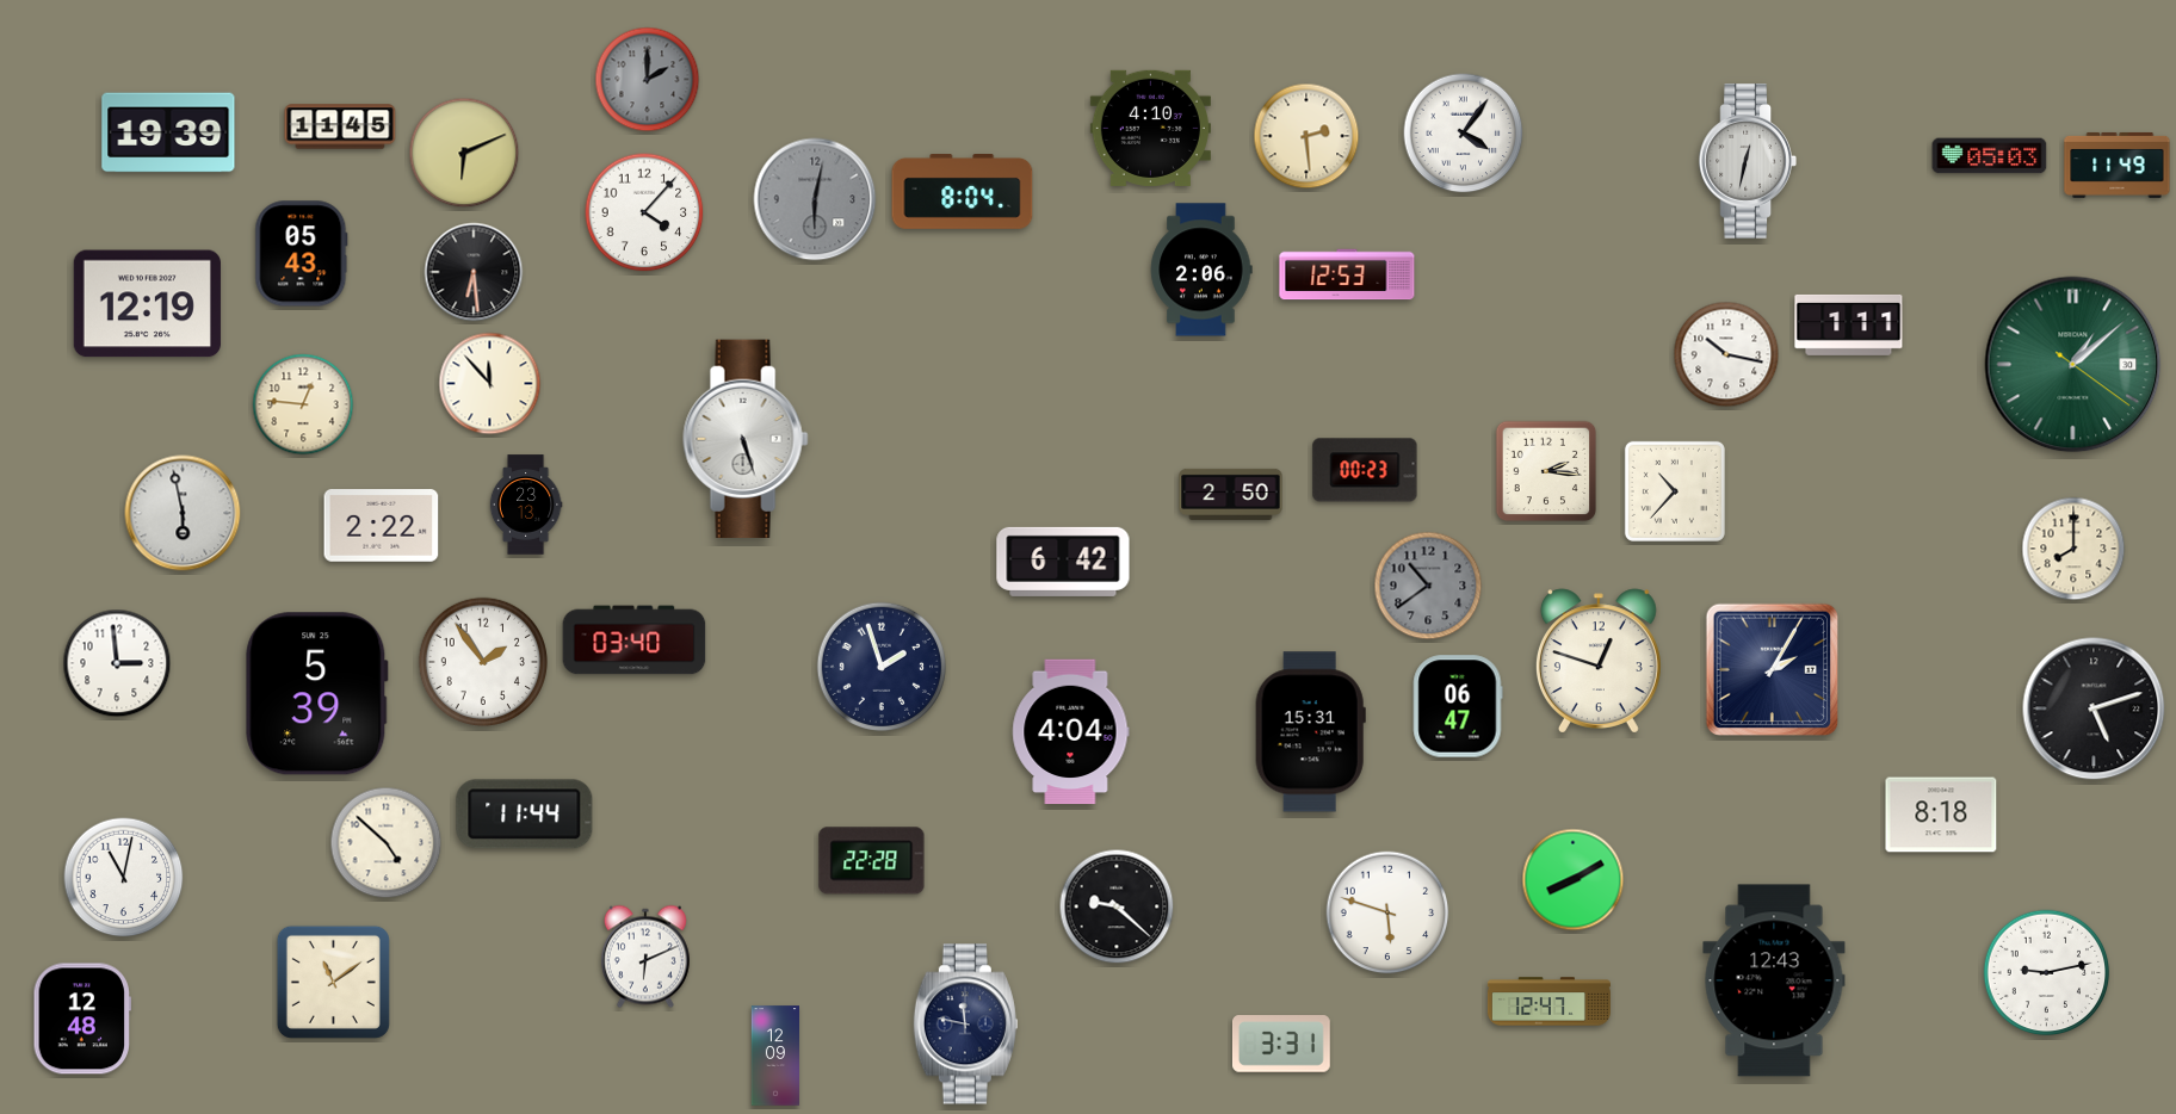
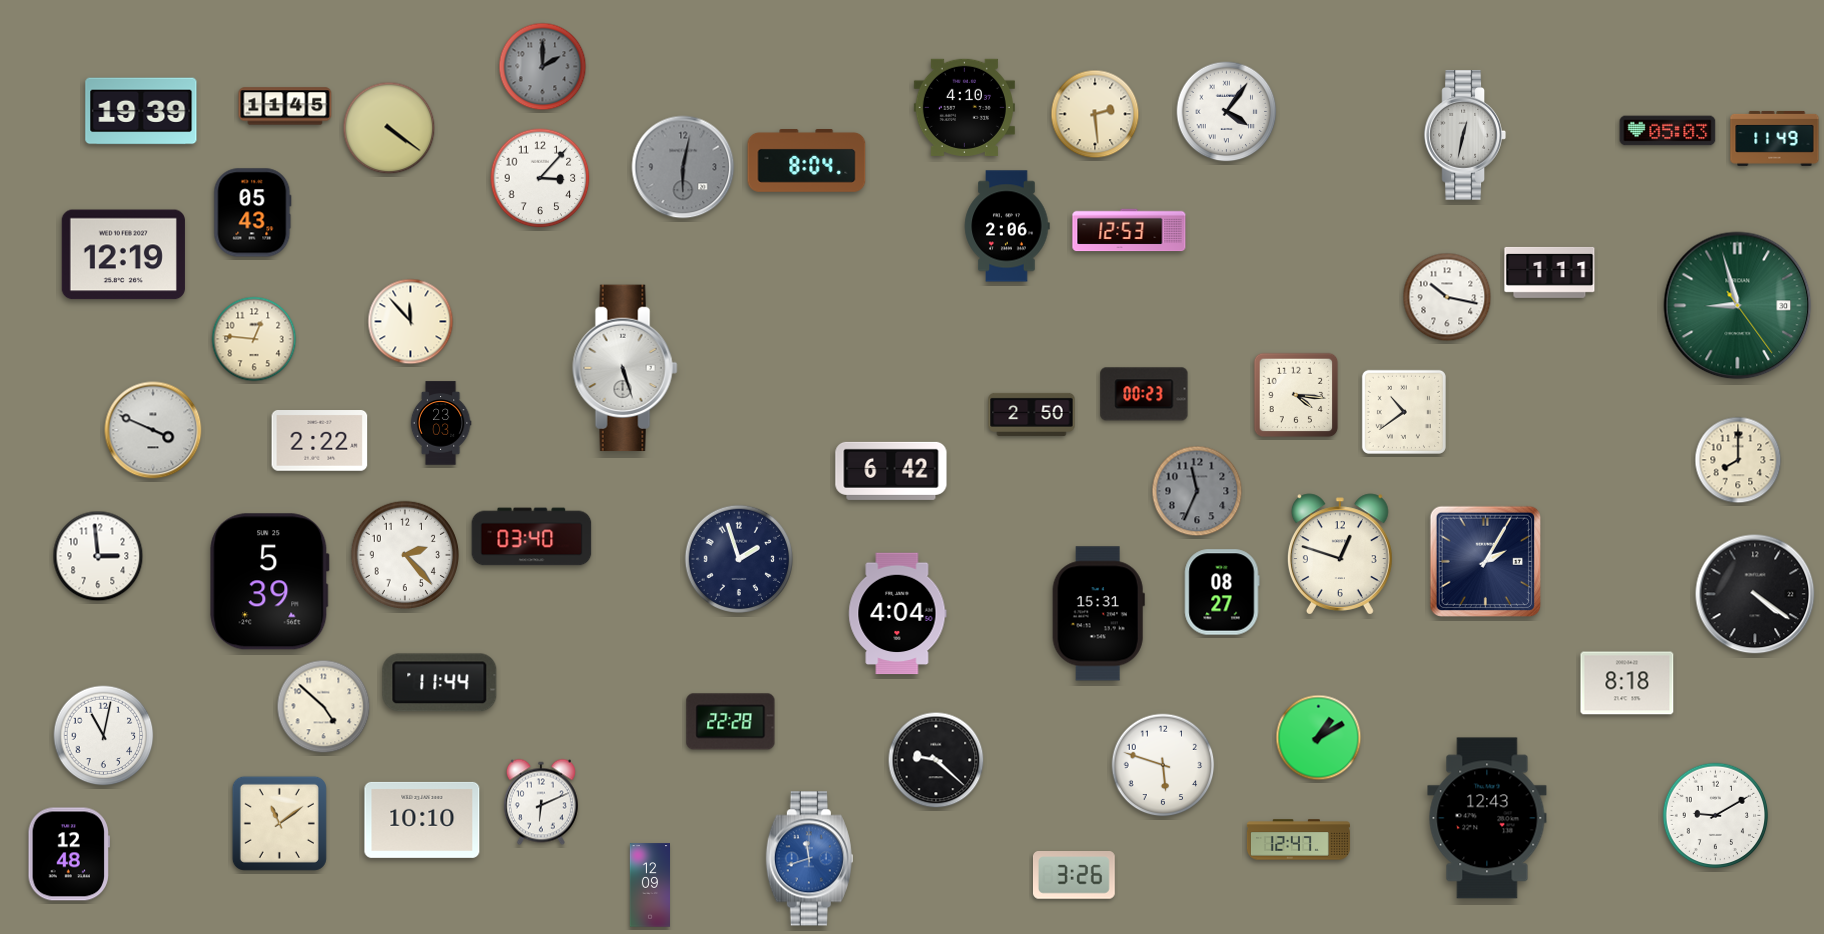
clock at (464, 153): 6:11 -> 4:21
clock at (644, 212): 4:07 -> 3:07
clock at (474, 272): 6:29 -> none
clock at (2073, 365): 1:08 -> 8:57
clock at (1546, 471): 2:16 -> 4:16
clock at (1675, 491): 10:37 -> 10:39
clock at (526, 505): 23:13 -> 23:03
clock at (183, 513): 5:58 -> 3:49
clock at (1428, 586): 10:39 -> 11:34
clock at (482, 661): 1:54 -> 2:23
clock at (317, 694) position: (317, 694) -> (270, 582)
clock at (1458, 706): 06:47 -> 08:27
clock at (2094, 708): 5:12 -> 4:21
clock at (1574, 880): 8:10 -> 1:10
clock at (2047, 973): 9:13 -> 9:10
clock at (422, 820): none -> 10:10
clock at (1774, 980) position: (1774, 980) -> (1487, 818)
clock at (965, 1025): 11:47 -> 11:42
clock at (965, 1025) dial: navy -> blue
clock at (1281, 1044): 3:31 -> 3:26
